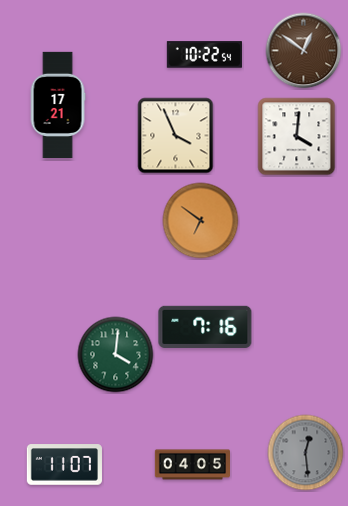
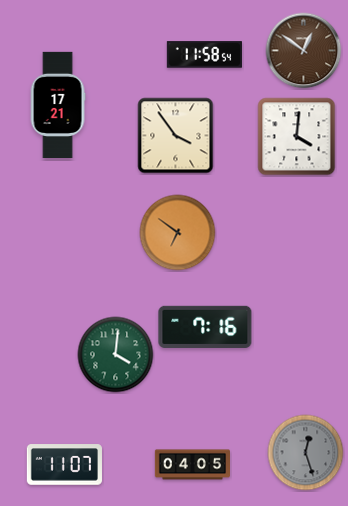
clock at (204, 55): 10:22 -> 11:58
clock at (176, 136): 3:56 -> 3:54
clock at (201, 221) position: (201, 221) -> (178, 233)
clock at (306, 453): 12:29 -> 12:27
